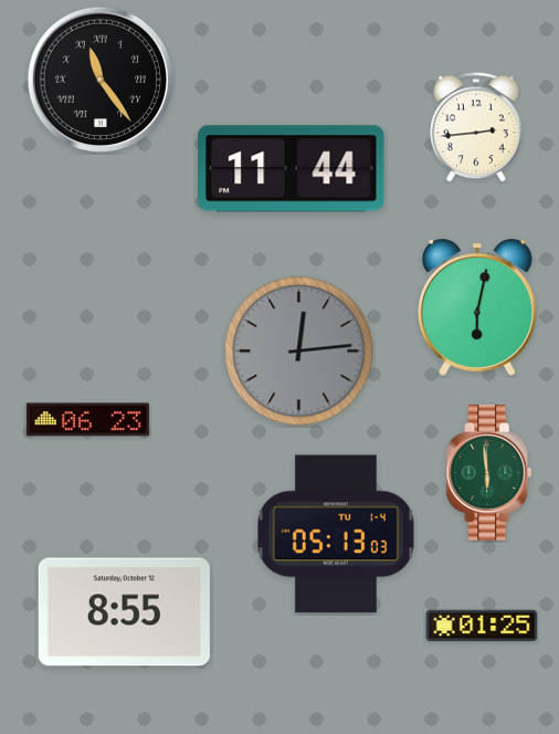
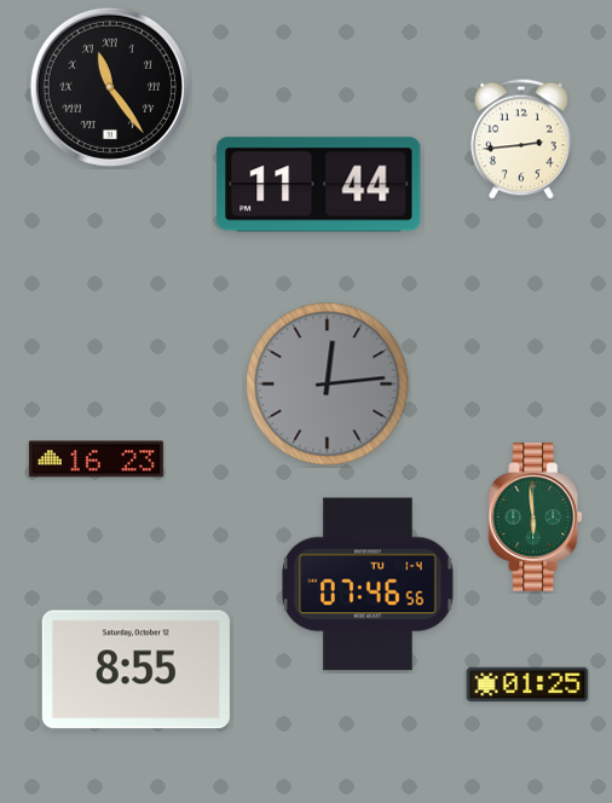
clock at (477, 307): 6:02 -> none
clock at (87, 420): 06:23 -> 16:23
clock at (337, 534): 05:13 -> 07:46
